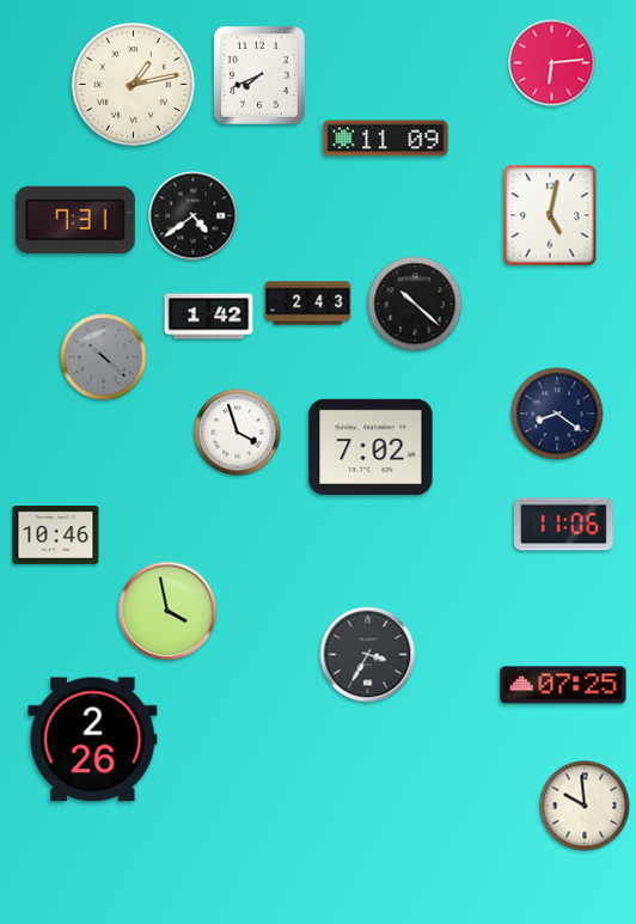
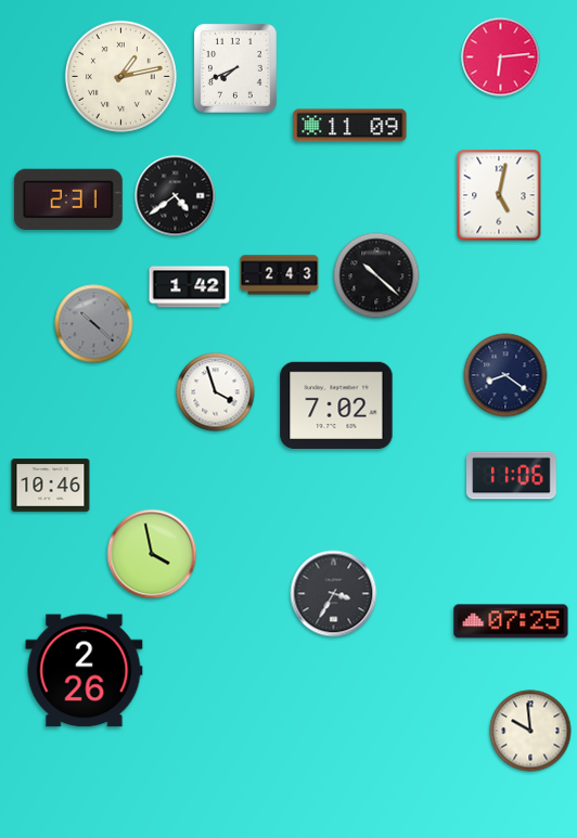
clock at (75, 219): 7:31 -> 2:31
